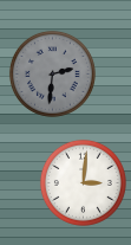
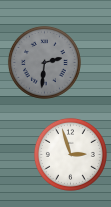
clock at (83, 182): 3:01 -> 2:57
